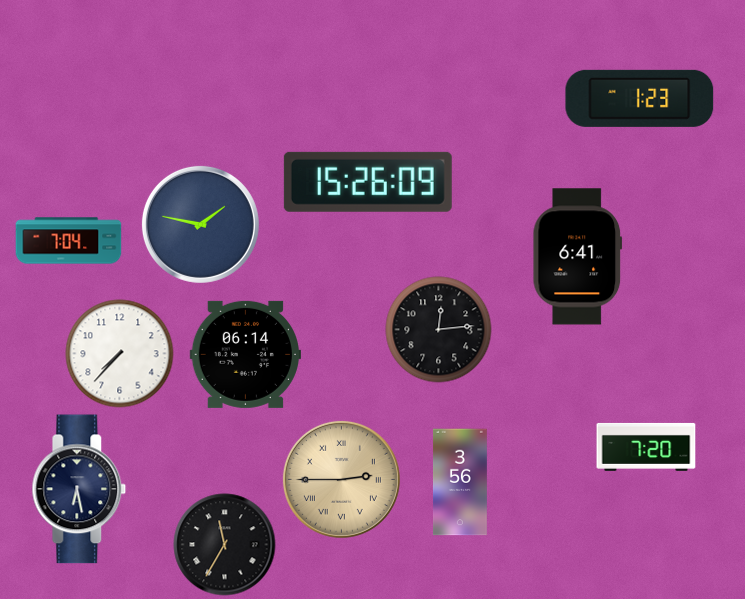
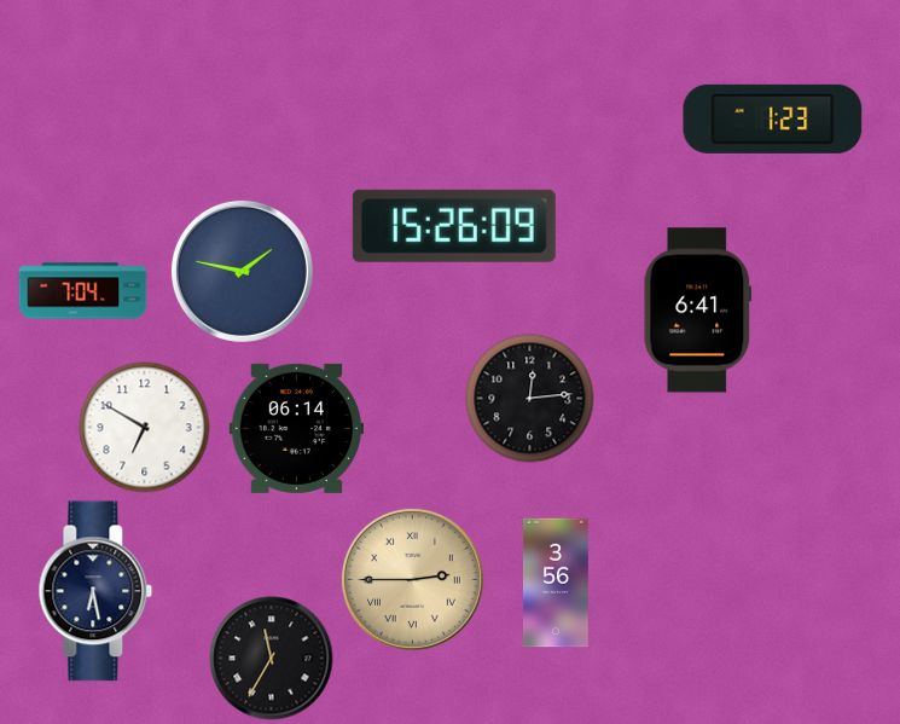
clock at (368, 182) position: (368, 182) -> (454, 226)
clock at (120, 354): 7:37 -> 6:50
clock at (646, 447): 7:20 -> none
